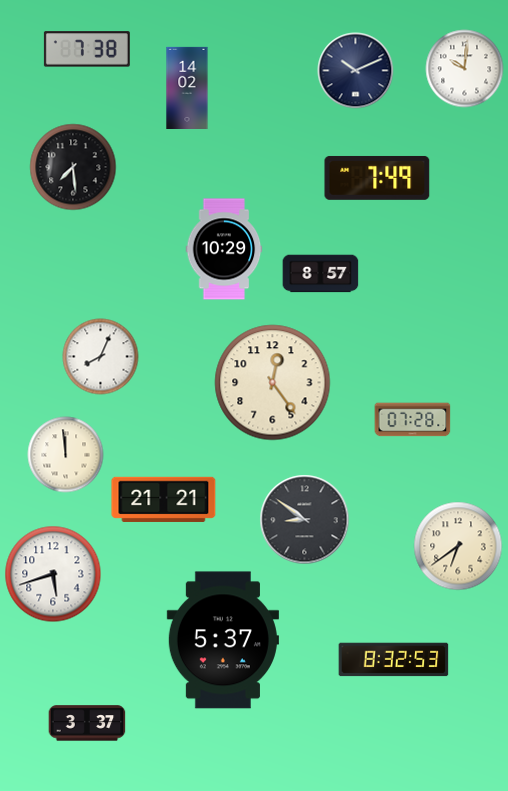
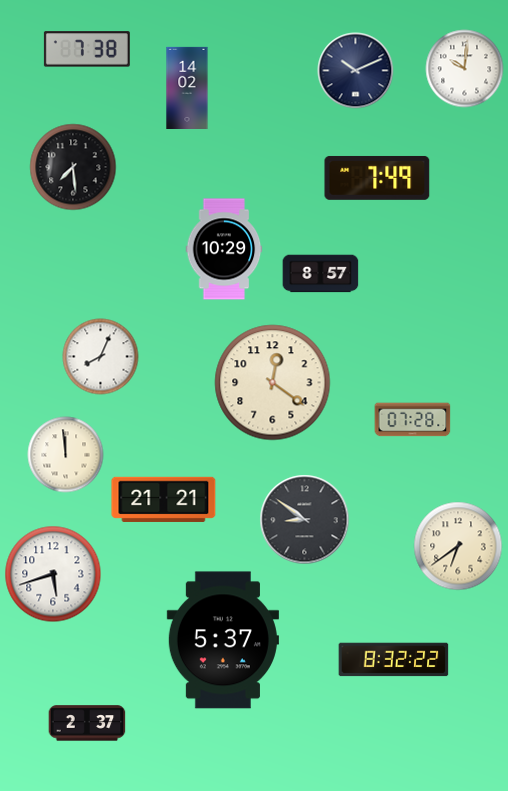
clock at (273, 383): 12:24 -> 12:21
clock at (394, 660): 8:32:53 -> 8:32:22
clock at (87, 723): 3:37 -> 2:37
